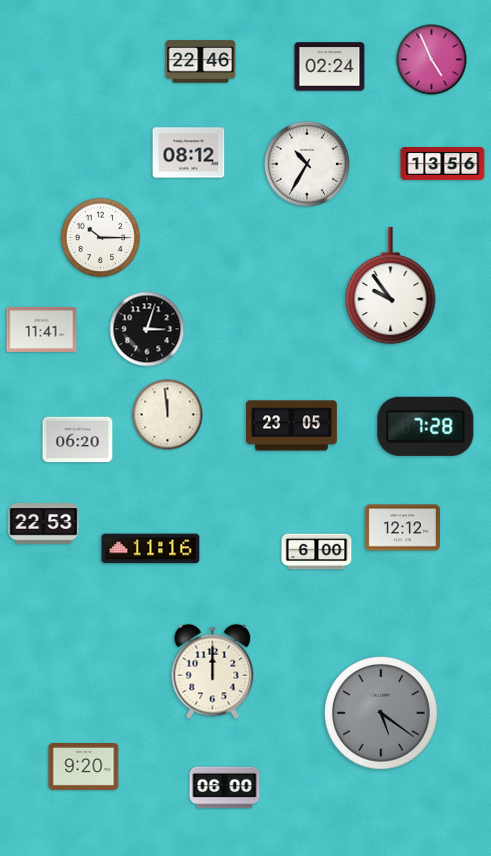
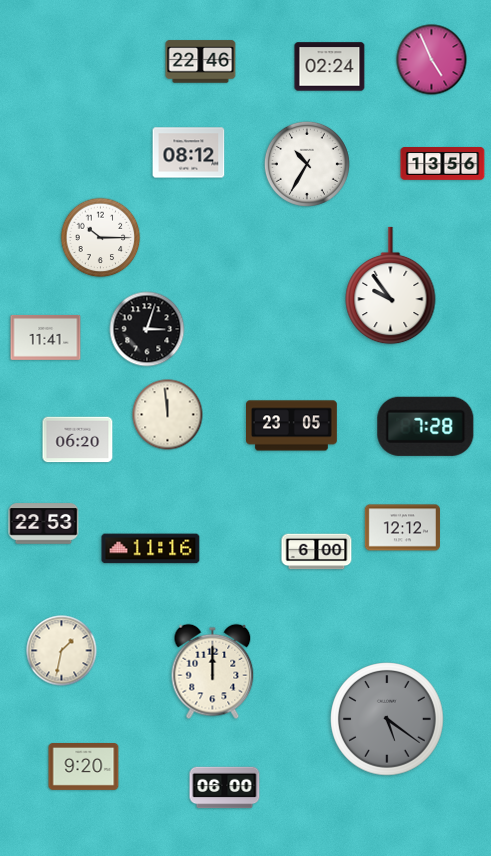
clock at (42, 329) position: (42, 329) -> (46, 337)
clock at (62, 651): none -> 1:32
clock at (381, 713) position: (381, 713) -> (387, 719)
